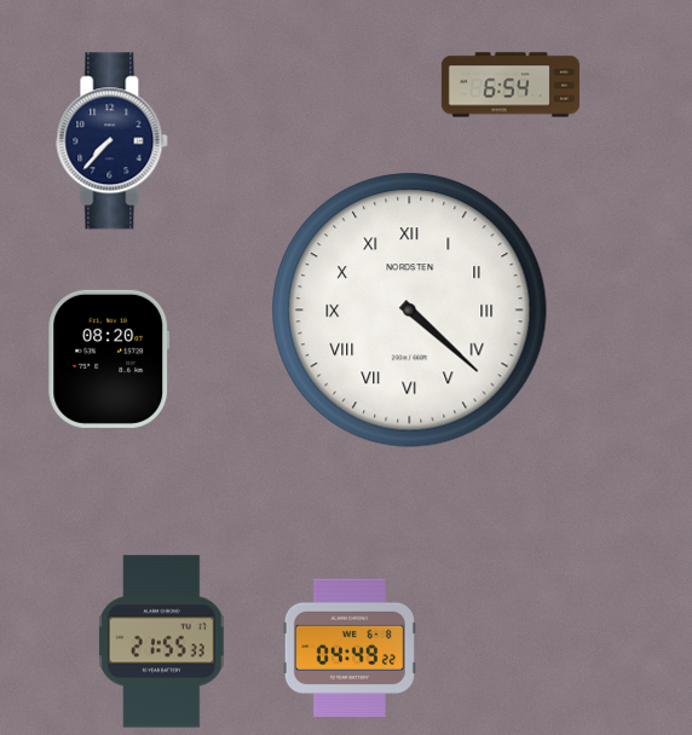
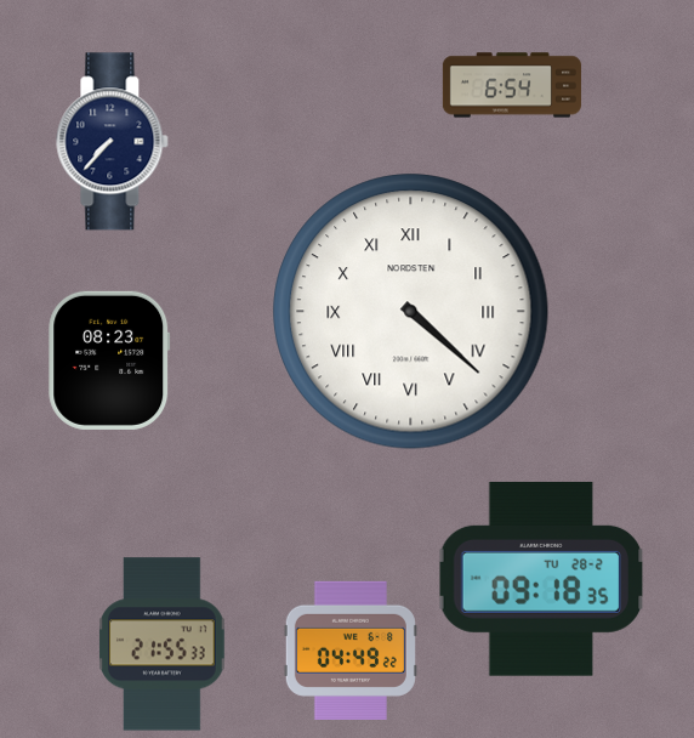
clock at (109, 359): 08:20 -> 08:23
clock at (541, 579): none -> 09:18
